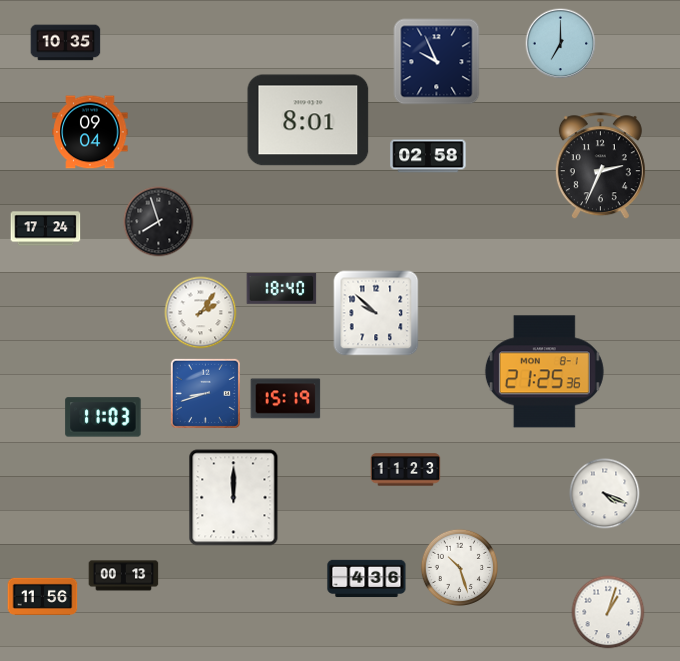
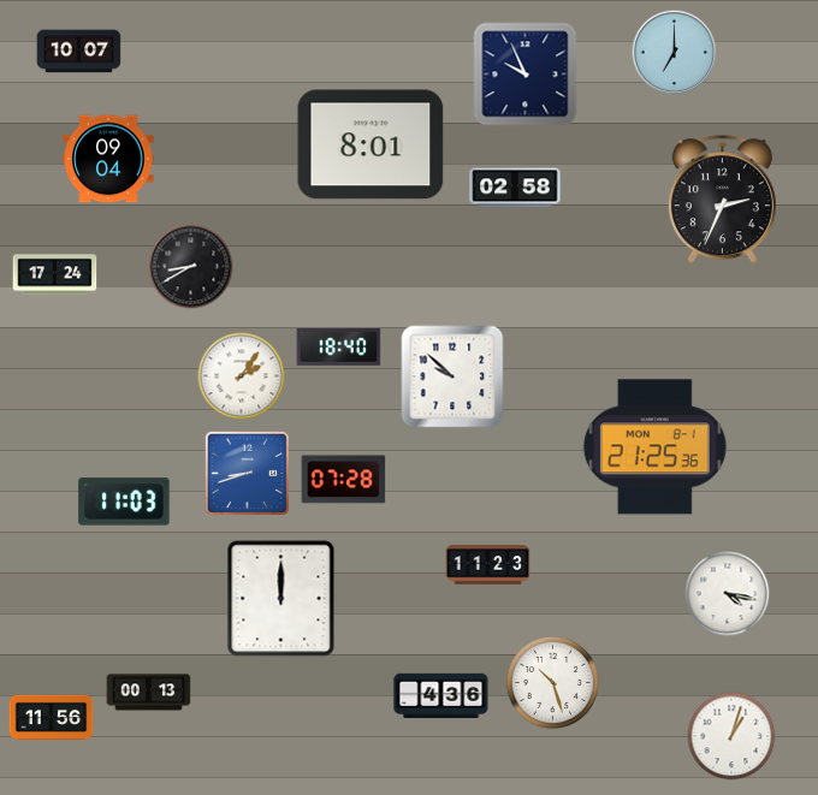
clock at (66, 43): 10:35 -> 10:07
clock at (159, 222): 7:57 -> 8:40
clock at (286, 399): 15:19 -> 07:28
clock at (605, 494): 4:19 -> 4:17
